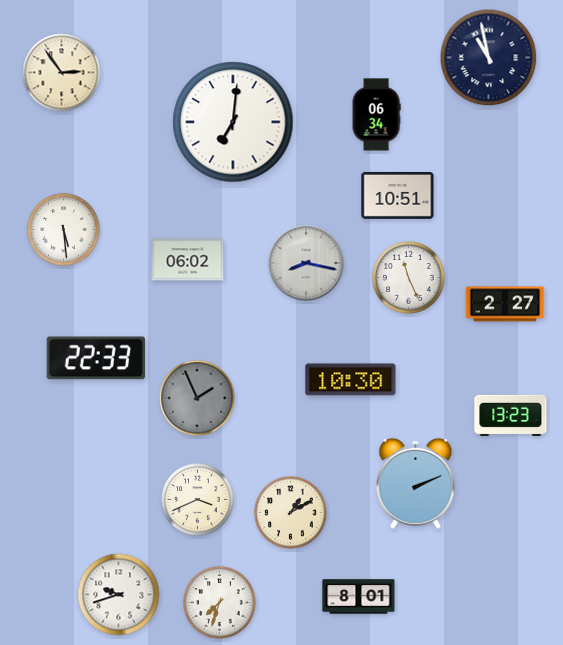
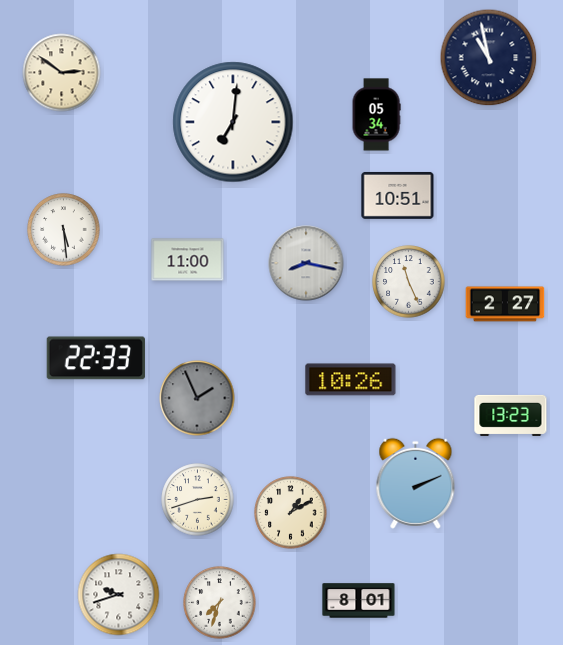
clock at (62, 73): 2:54 -> 2:51
clock at (376, 115): 06:34 -> 05:34
clock at (188, 260): 06:02 -> 11:00
clock at (409, 278) position: (409, 278) -> (409, 282)
clock at (351, 380): 10:30 -> 10:26
clock at (198, 500): 3:41 -> 2:42
clock at (359, 597) position: (359, 597) -> (359, 601)
